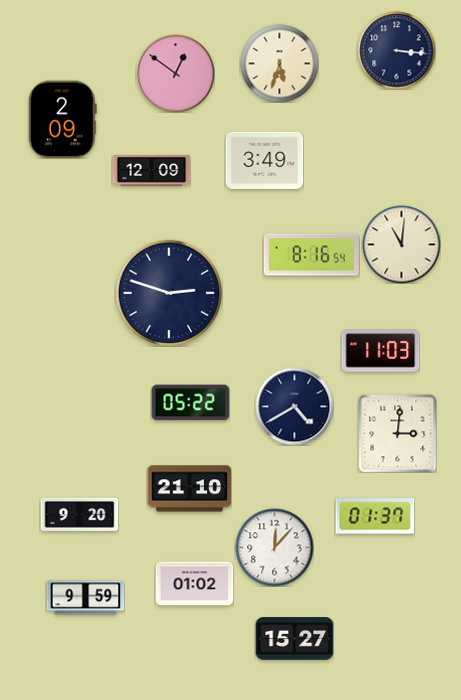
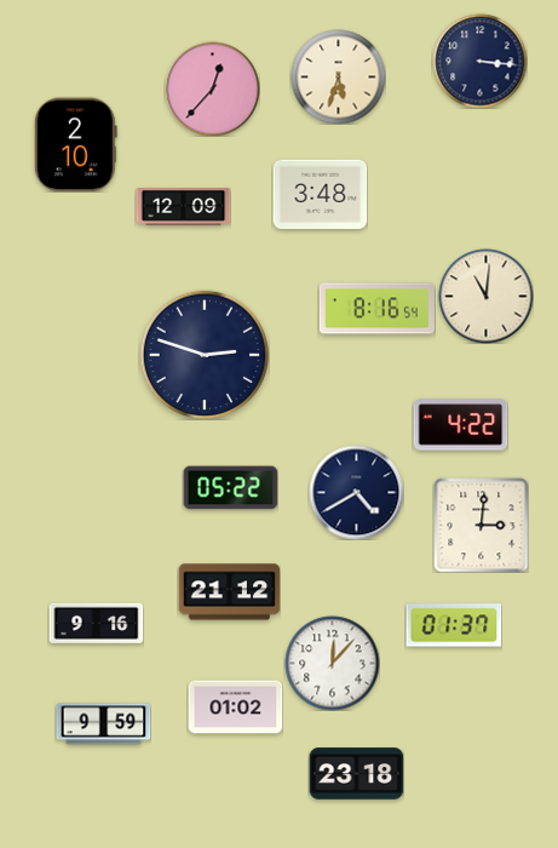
clock at (175, 73): 12:51 -> 12:37
clock at (62, 119): 2:09 -> 2:10
clock at (264, 160): 3:49 -> 3:48
clock at (380, 351): 11:03 -> 4:22
clock at (189, 489): 21:10 -> 21:12
clock at (79, 514): 9:20 -> 9:16
clock at (294, 639): 15:27 -> 23:18
